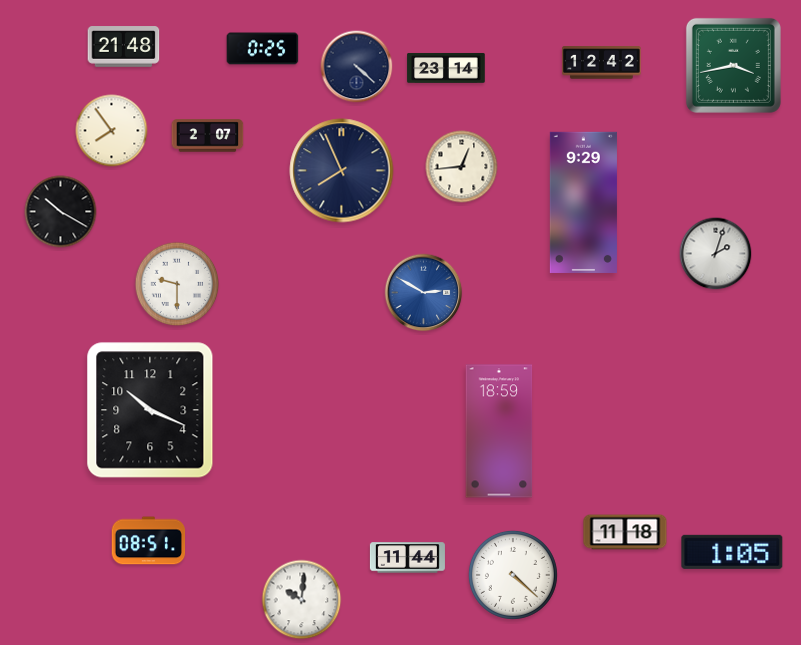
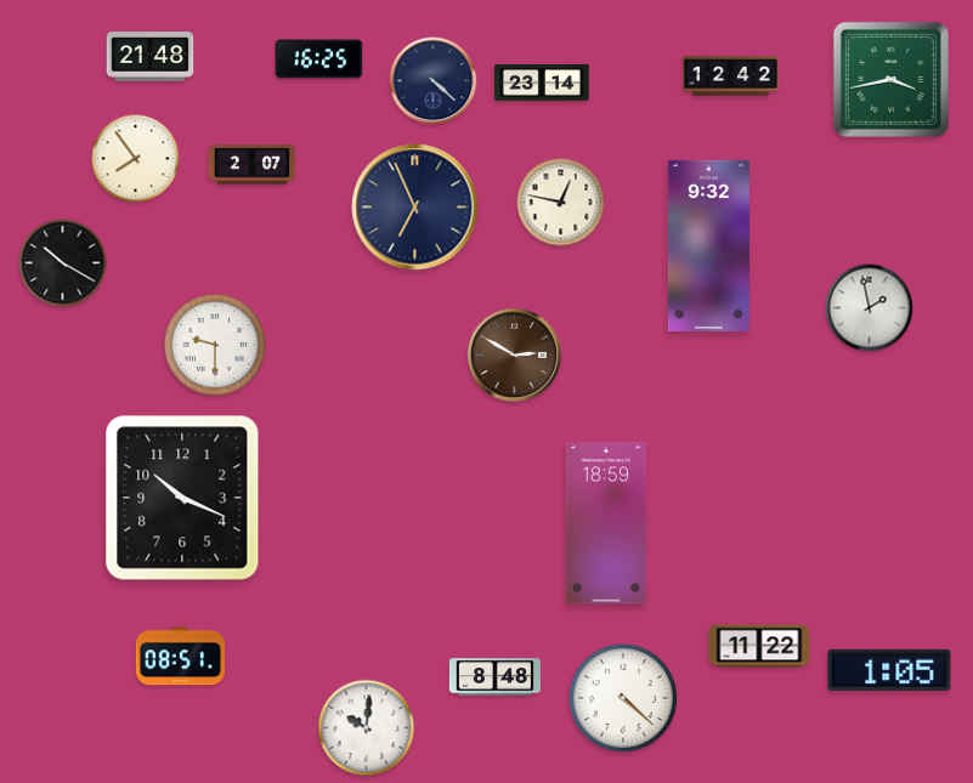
clock at (263, 49): 0:25 -> 16:25
clock at (462, 167): 12:44 -> 12:47
clock at (342, 171): 7:56 -> 6:56
clock at (583, 202): 9:29 -> 9:32
clock at (61, 212) position: (61, 212) -> (63, 263)
clock at (716, 254): 2:03 -> 1:58
clock at (424, 293) dial: blue -> brown
clock at (625, 532): 11:18 -> 11:22
clock at (407, 558): 11:44 -> 8:48
